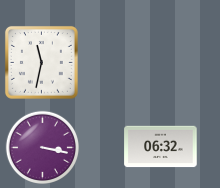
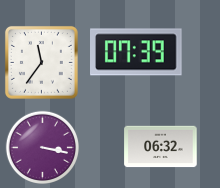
clock at (136, 52): none -> 07:39
clock at (41, 62): 11:32 -> 11:36
